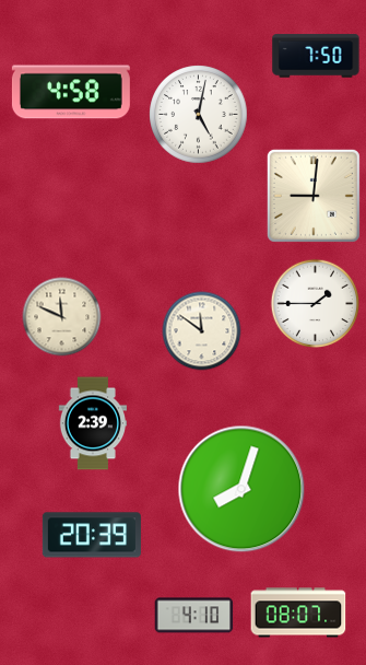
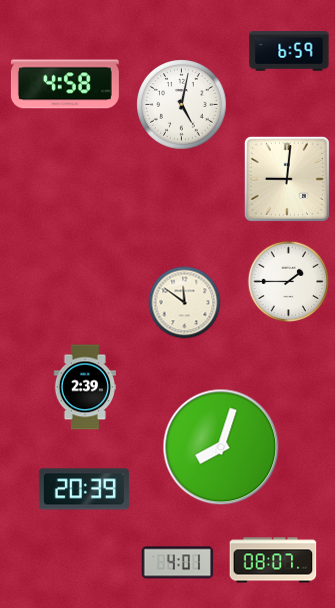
clock at (316, 56): 7:50 -> 6:59
clock at (316, 304) position: (316, 304) -> (289, 282)
clock at (62, 317): 11:49 -> none
clock at (194, 616): 4:10 -> 4:01
